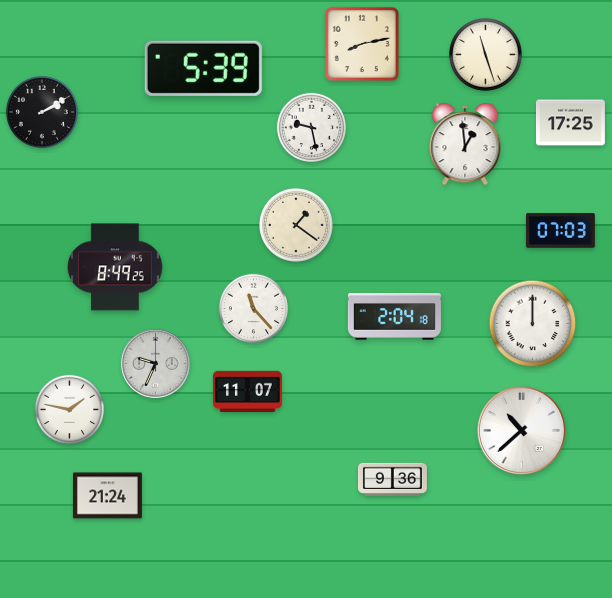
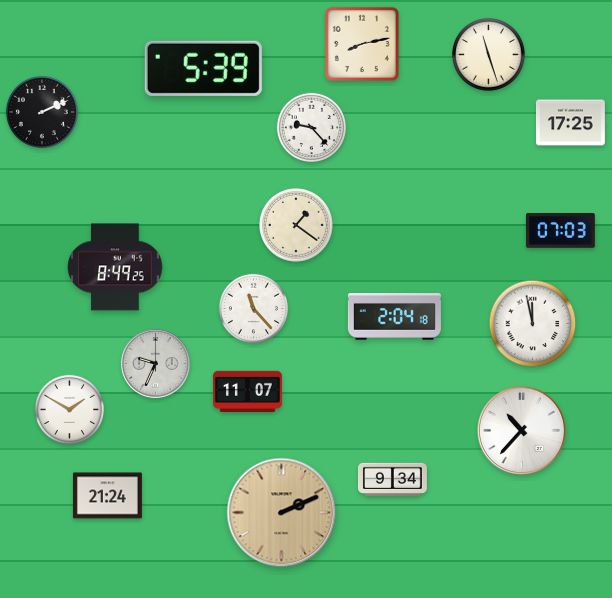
clock at (486, 55) position: (486, 55) -> (489, 55)
clock at (42, 112): 2:10 -> 2:11
clock at (312, 128): 9:28 -> 9:23
clock at (465, 144): 12:59 -> none
clock at (533, 324): 12:00 -> 11:58
clock at (70, 410): 1:47 -> 1:50
clock at (522, 431): 10:38 -> 10:37
clock at (392, 479): 9:36 -> 9:34
clock at (282, 513): none -> 2:11
